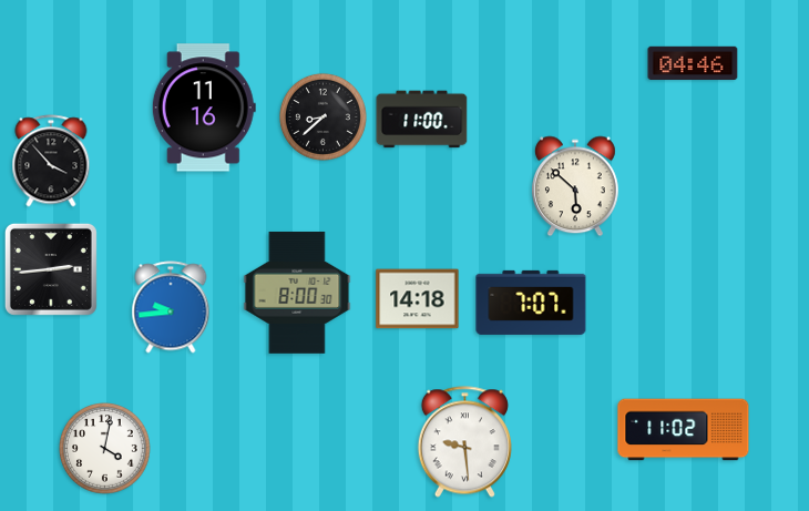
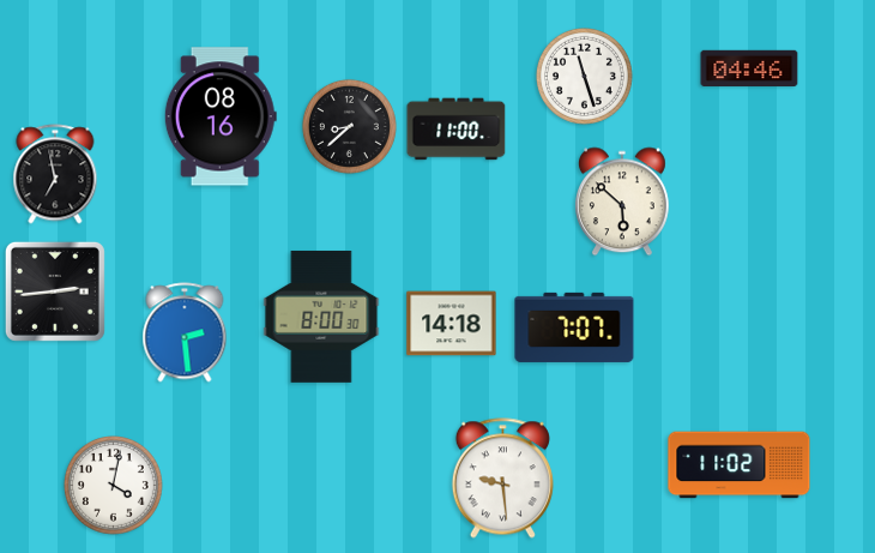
clock at (584, 76): none -> 11:27
clock at (204, 108): 11:16 -> 08:16
clock at (51, 161): 3:53 -> 6:58
clock at (171, 307): 9:44 -> 2:29
